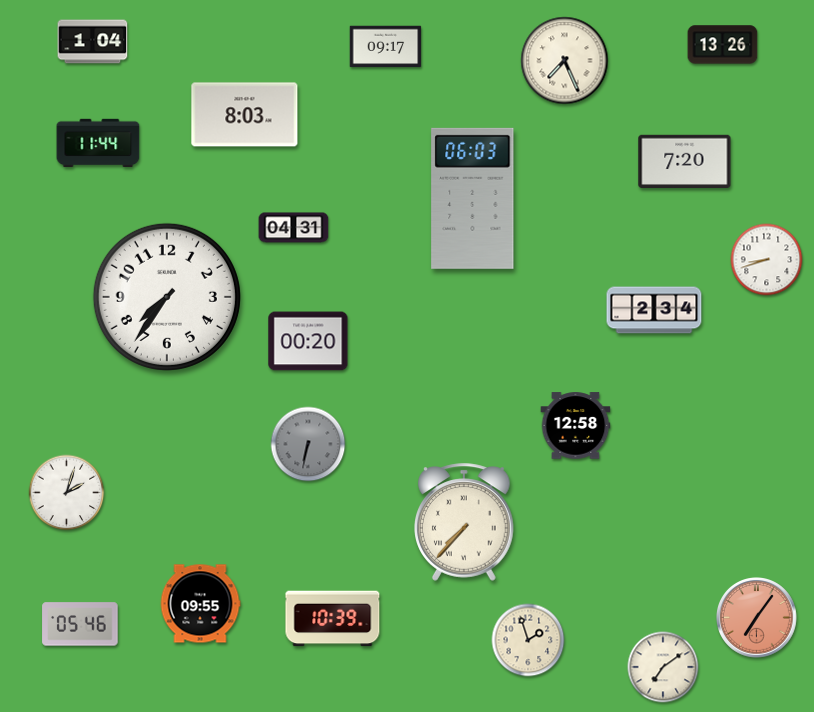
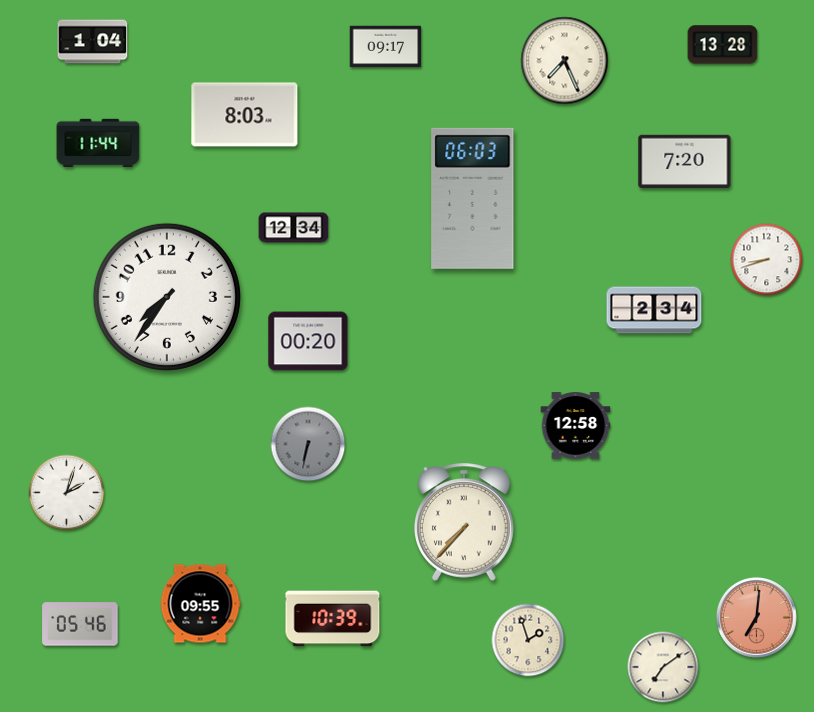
clock at (723, 45): 13:26 -> 13:28
clock at (294, 228): 04:31 -> 12:34
clock at (757, 618): 7:06 -> 7:01
